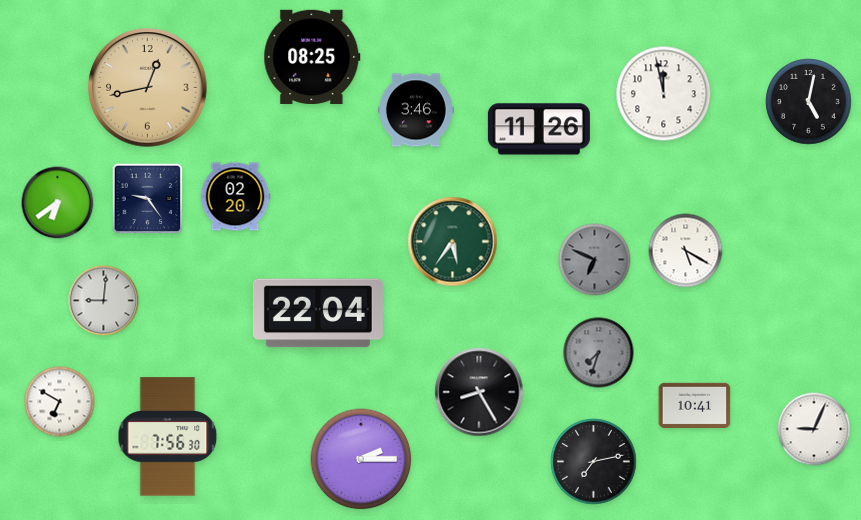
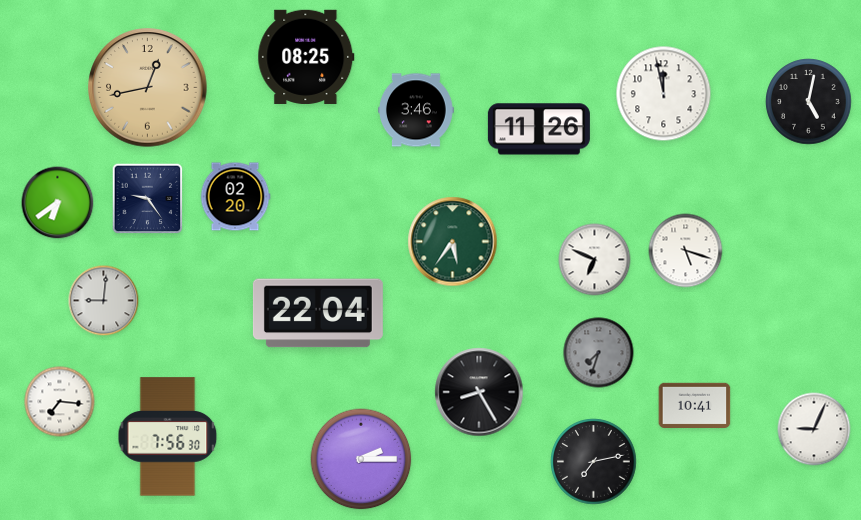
clock at (312, 57) position: (312, 57) -> (306, 57)
clock at (686, 251): 5:20 -> 5:18
clock at (595, 260) dial: grey -> white
clock at (60, 402): 6:50 -> 7:16
